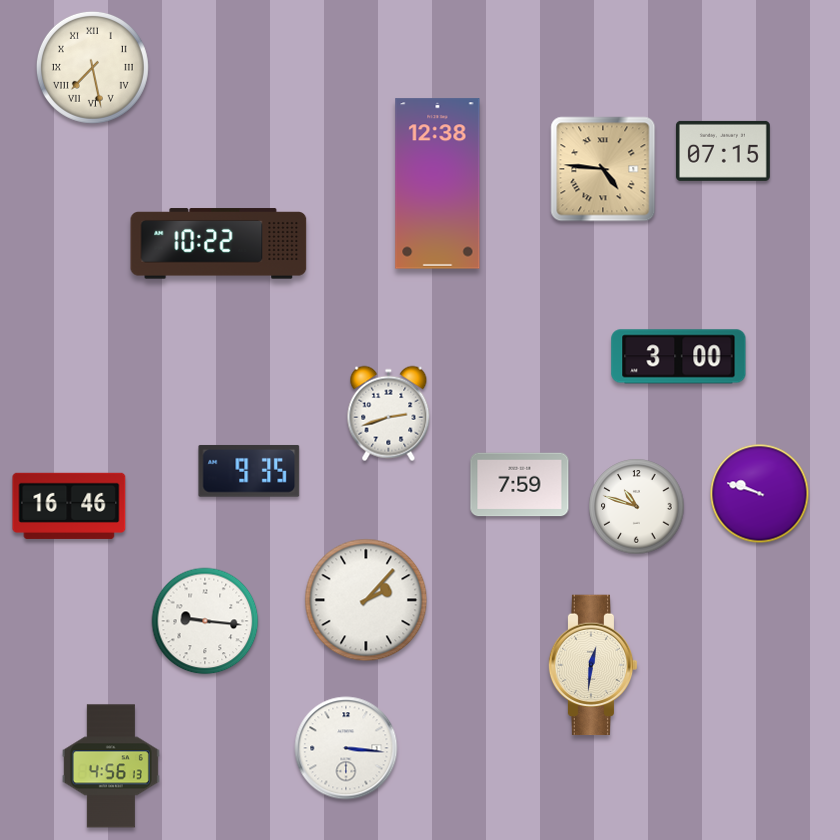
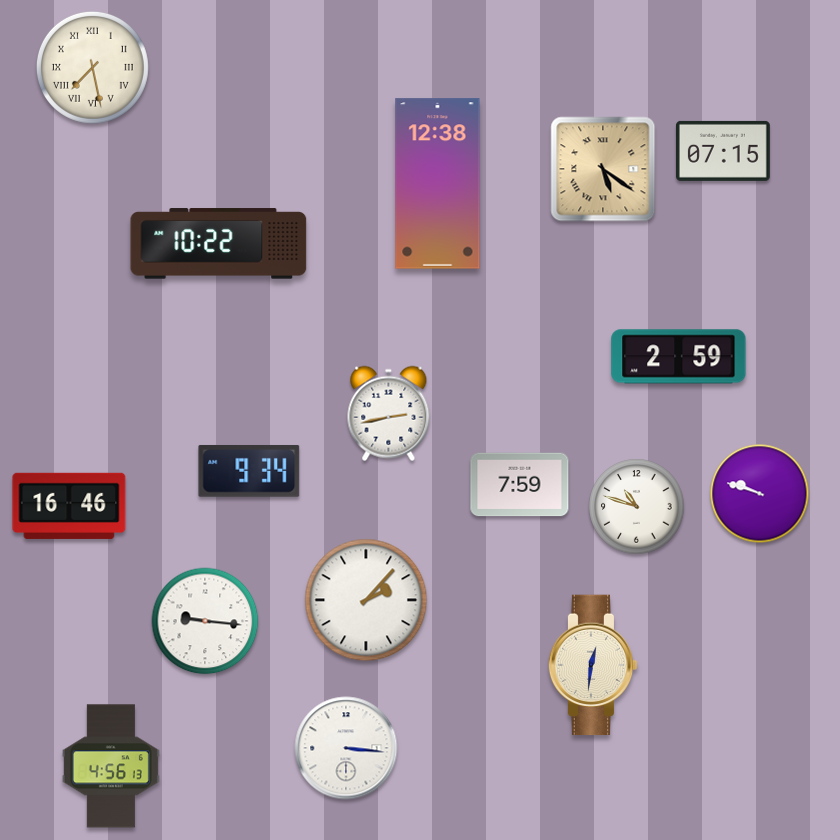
clock at (603, 169): 4:46 -> 5:21
clock at (679, 357): 3:00 -> 2:59
clock at (389, 414): 2:42 -> 2:43
clock at (249, 471): 9:35 -> 9:34
